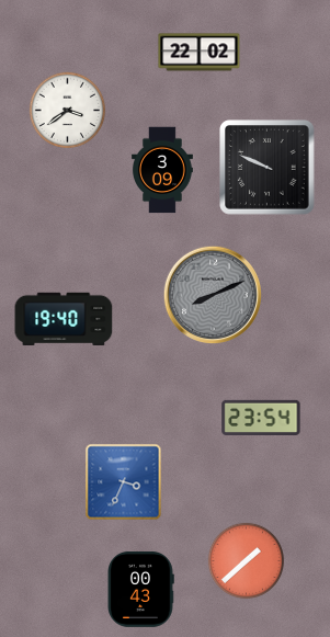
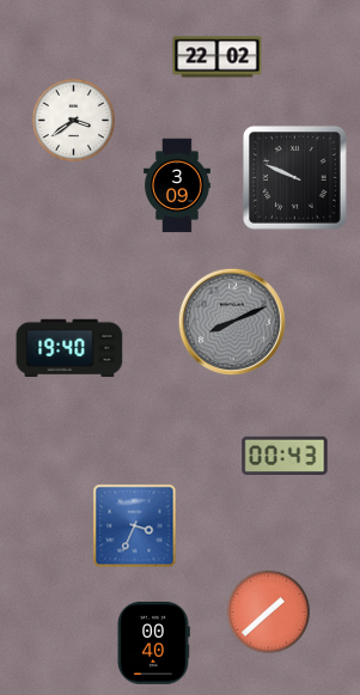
clock at (268, 168) position: (268, 168) -> (295, 178)
clock at (261, 418): 23:54 -> 00:43
clock at (140, 589): 00:43 -> 00:40
